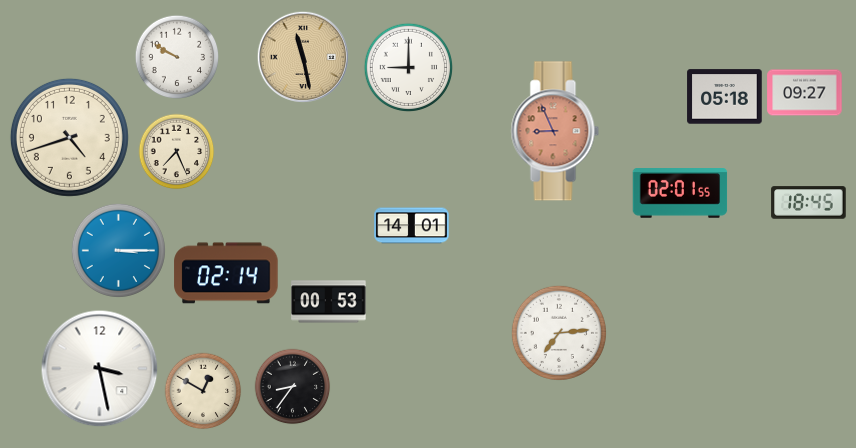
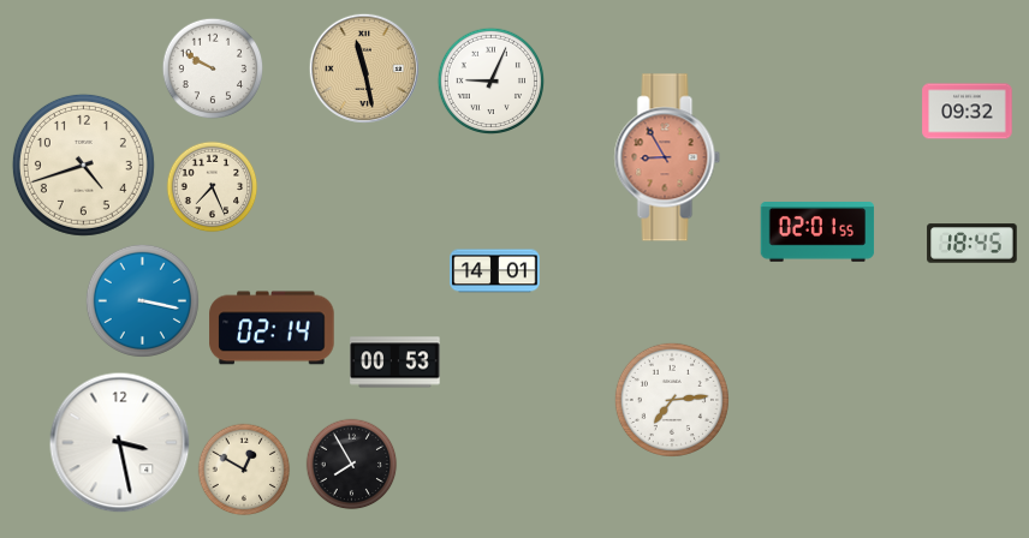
clock at (408, 67): 9:00 -> 9:04
clock at (805, 93): 09:27 -> 09:32
clock at (725, 97): 05:18 -> none
clock at (555, 131): 8:56 -> 8:55
clock at (177, 152) position: (177, 152) -> (213, 187)
clock at (118, 250): 3:15 -> 3:17
clock at (293, 387): 8:36 -> 7:55
